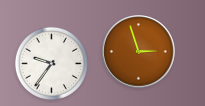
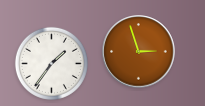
clock at (51, 63): 9:36 -> 1:36
